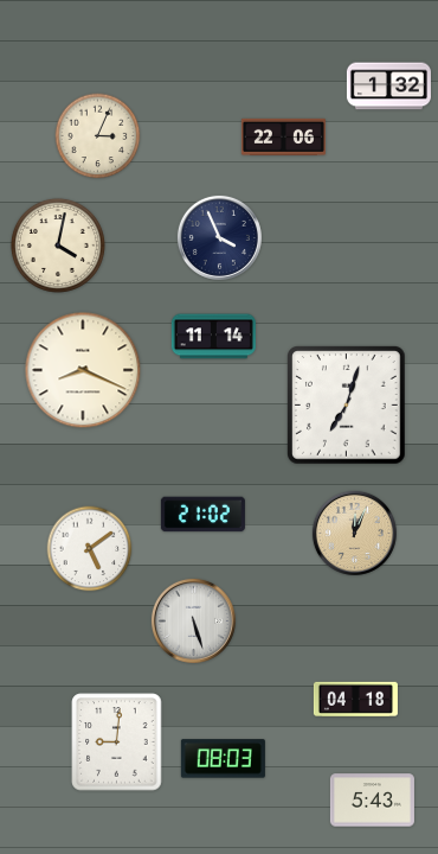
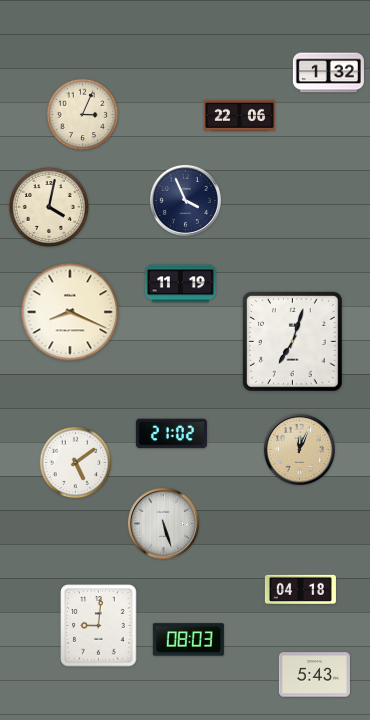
clock at (213, 337): 11:14 -> 11:19
